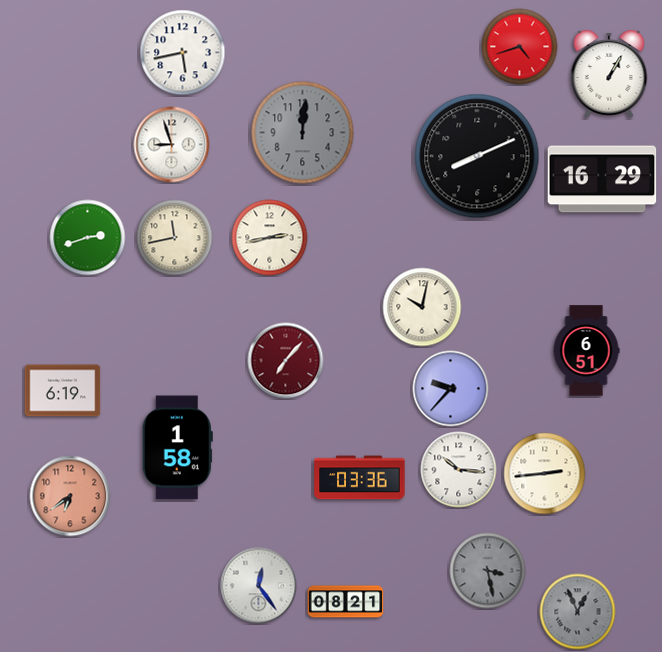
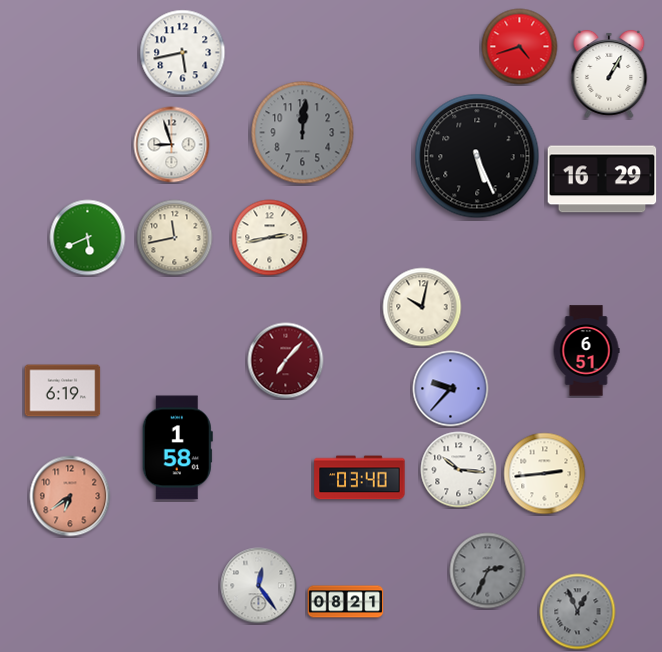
clock at (477, 156): 8:11 -> 5:26
clock at (88, 238): 2:42 -> 5:41
clock at (360, 478): 03:36 -> 03:40
clock at (488, 571): 3:28 -> 2:34
